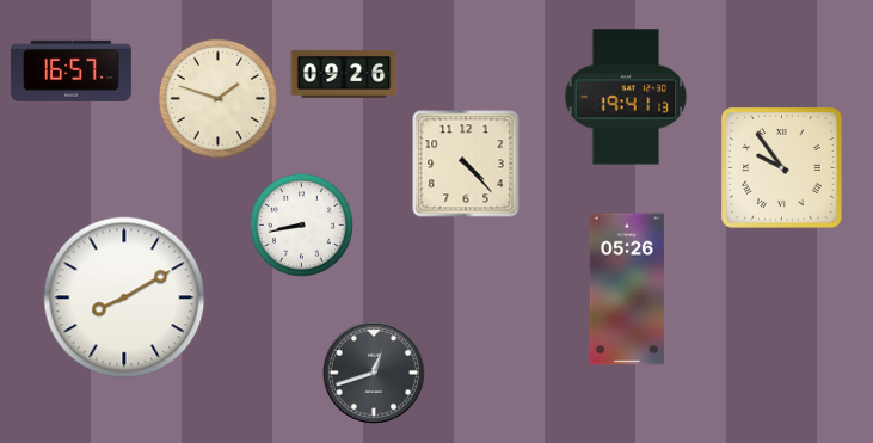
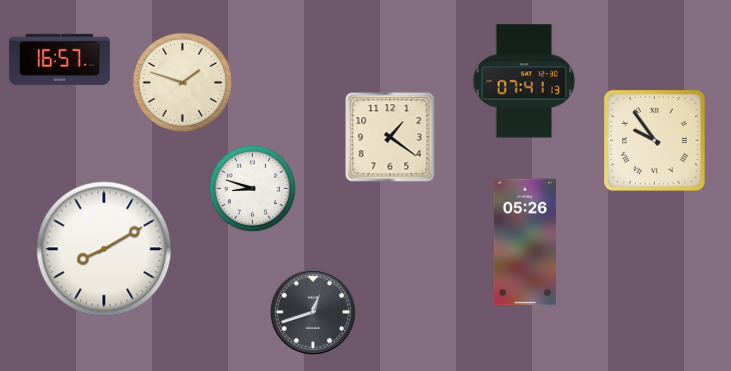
clock at (344, 74): 09:26 -> none
clock at (626, 97): 19:41 -> 07:41
clock at (466, 164): 4:23 -> 1:21
clock at (301, 224): 8:43 -> 8:48
